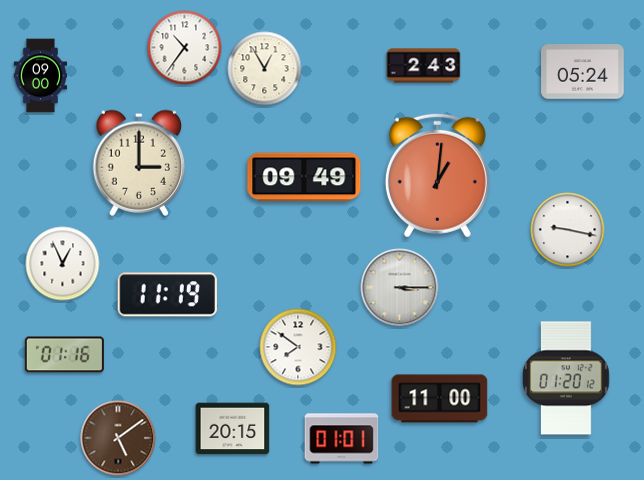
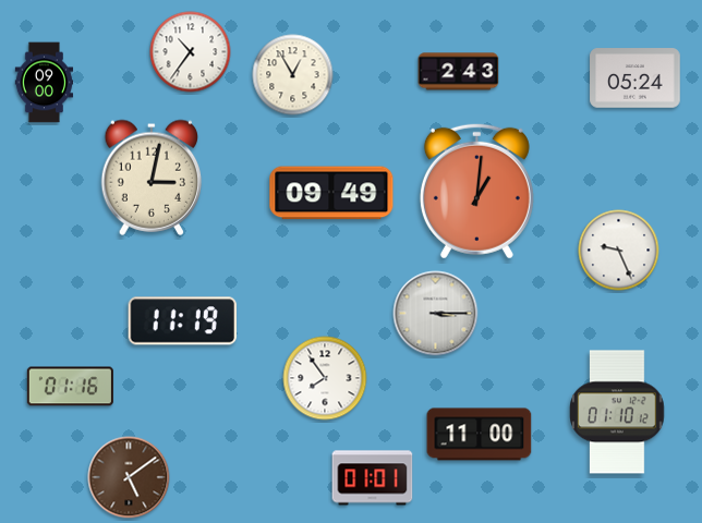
clock at (185, 48) position: (185, 48) -> (191, 52)
clock at (424, 66) position: (424, 66) -> (459, 72)
clock at (265, 69) position: (265, 69) -> (293, 75)
clock at (139, 163): 3:00 -> 3:02
clock at (568, 230): 9:17 -> 9:26
clock at (63, 264): 12:56 -> none
clock at (298, 347): 7:51 -> 7:54
clock at (566, 378): 01:20 -> 01:10
clock at (233, 429): 20:15 -> none
